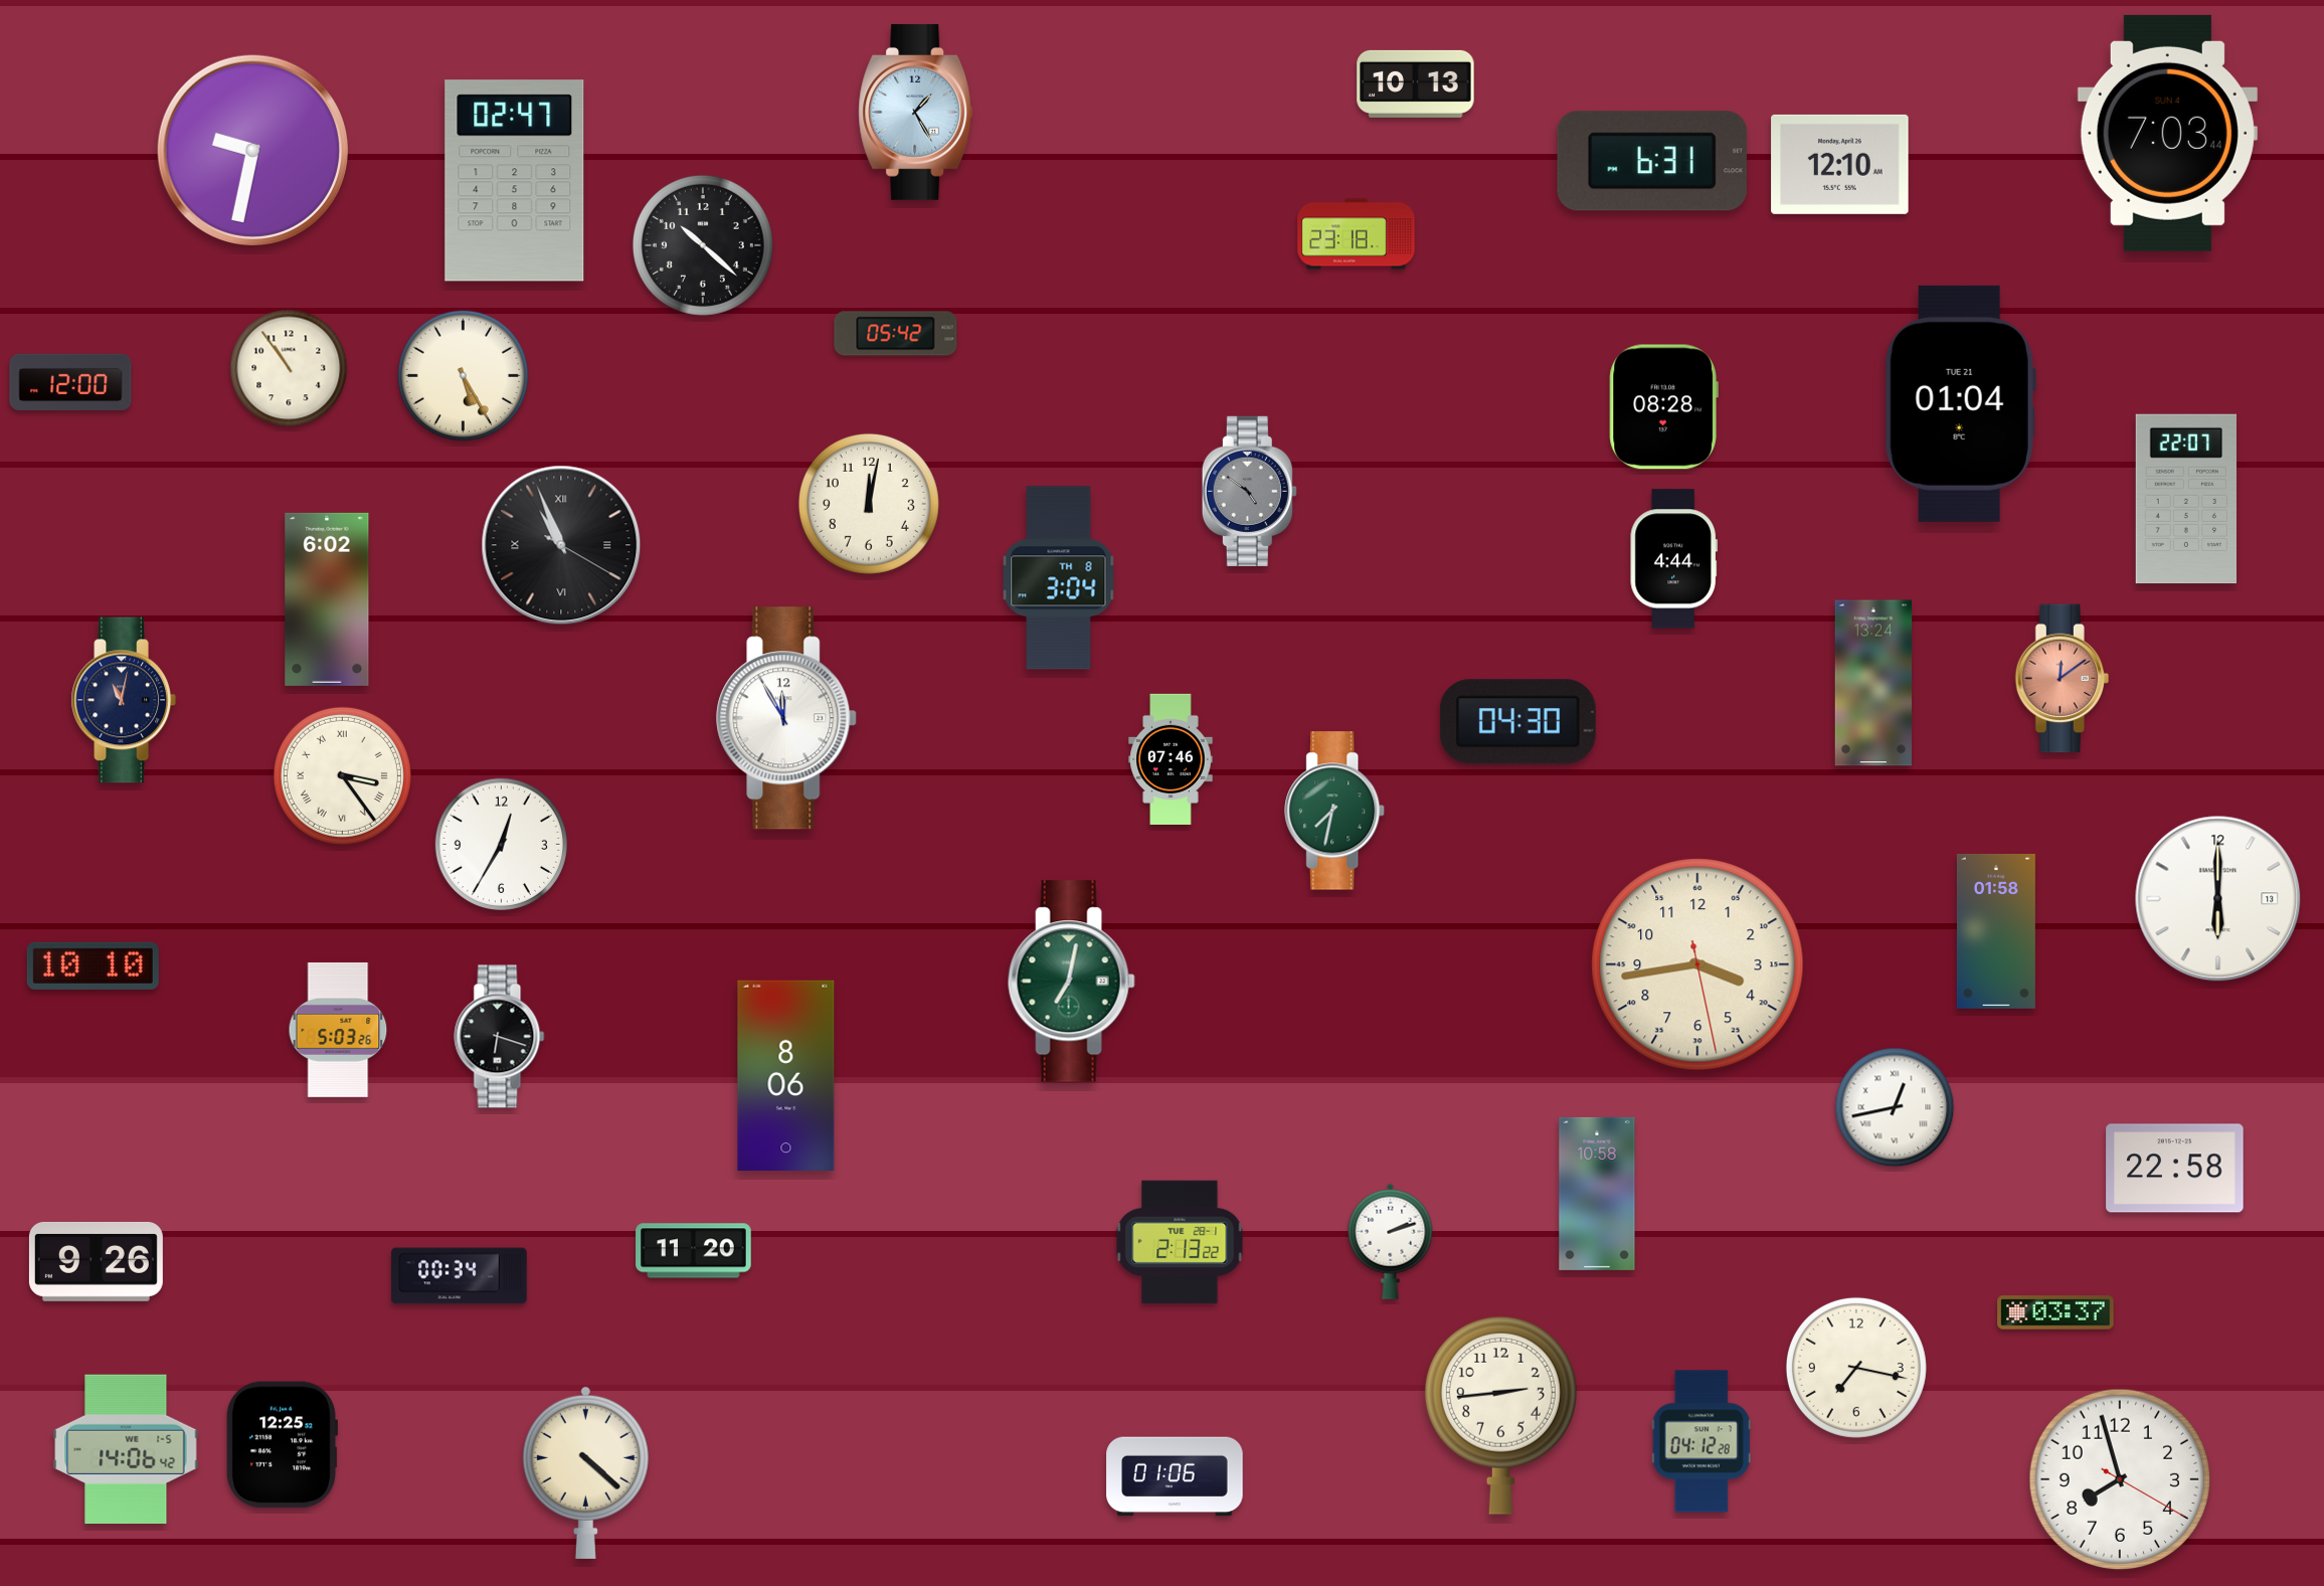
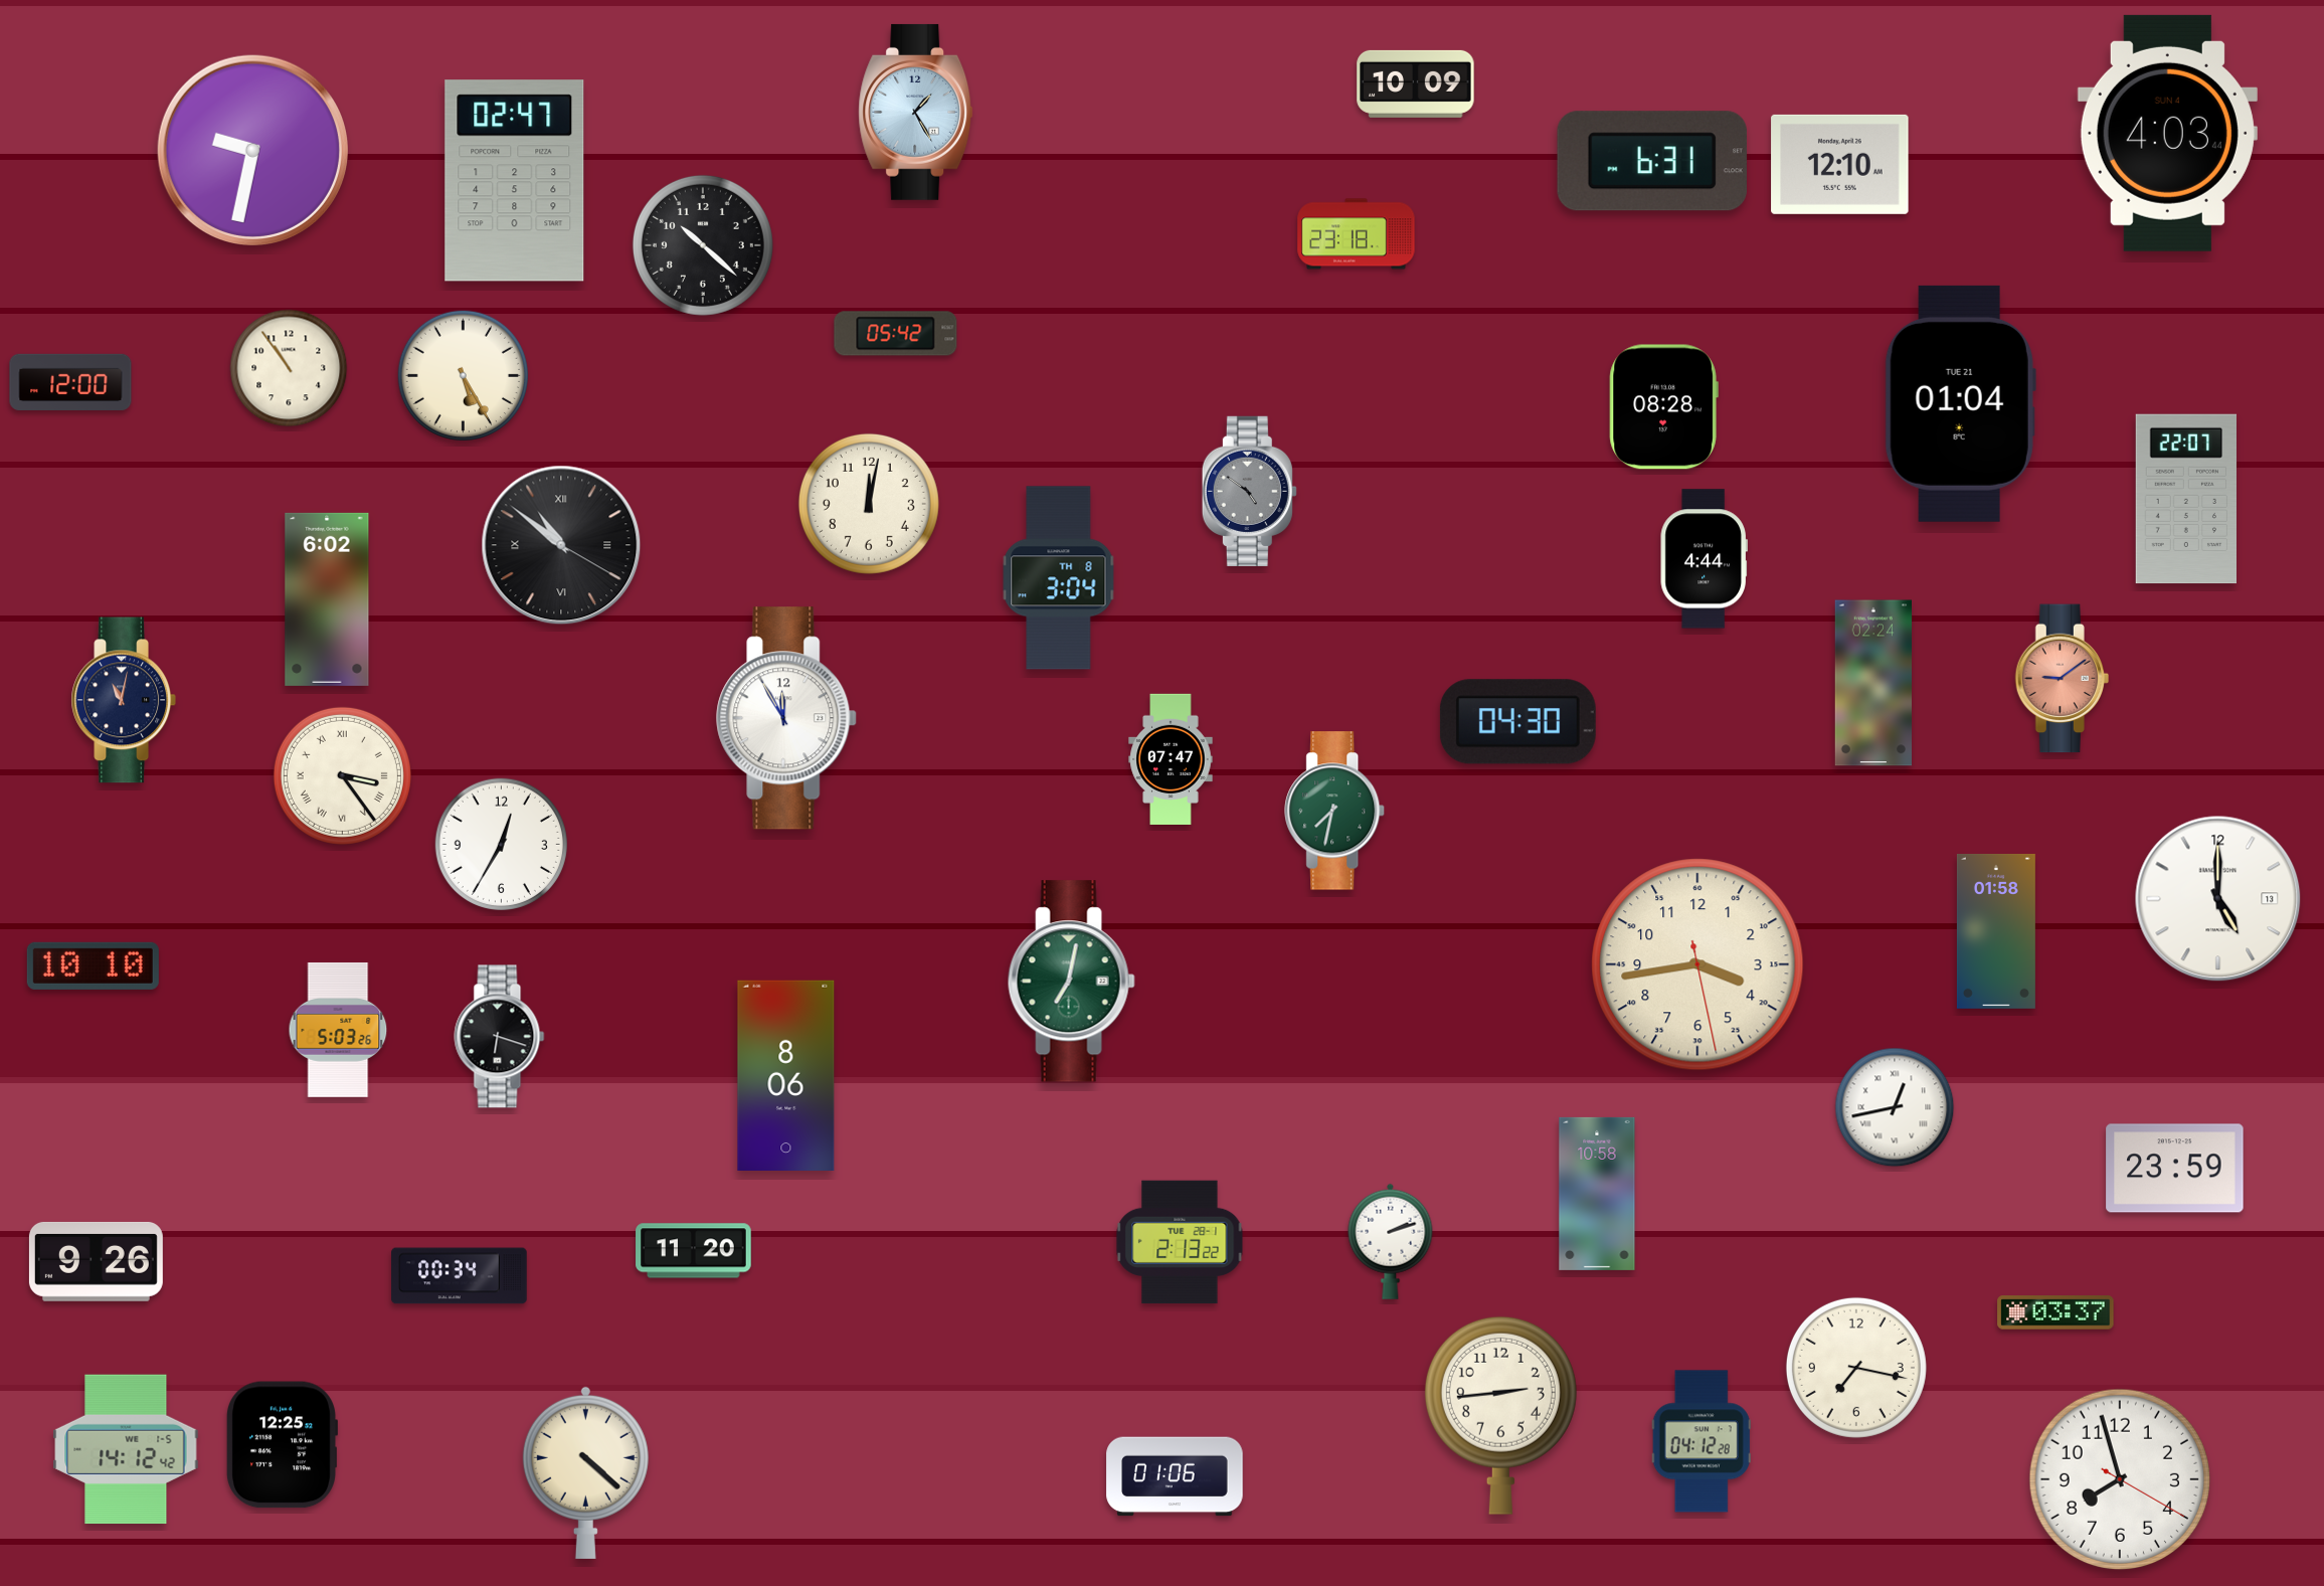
clock at (1416, 83): 10:13 -> 10:09
clock at (2167, 133): 7:03 -> 4:03
clock at (561, 545): 10:56 -> 10:51
clock at (1673, 559) position: (1673, 559) -> (1704, 559)
clock at (2062, 679): 12:09 -> 9:09
clock at (1872, 683): 13:24 -> 02:24
clock at (1171, 759): 07:46 -> 07:47
clock at (2218, 899): 6:00 -> 5:00
clock at (2175, 1169): 22:58 -> 23:59
clock at (126, 1449): 14:06 -> 14:12
